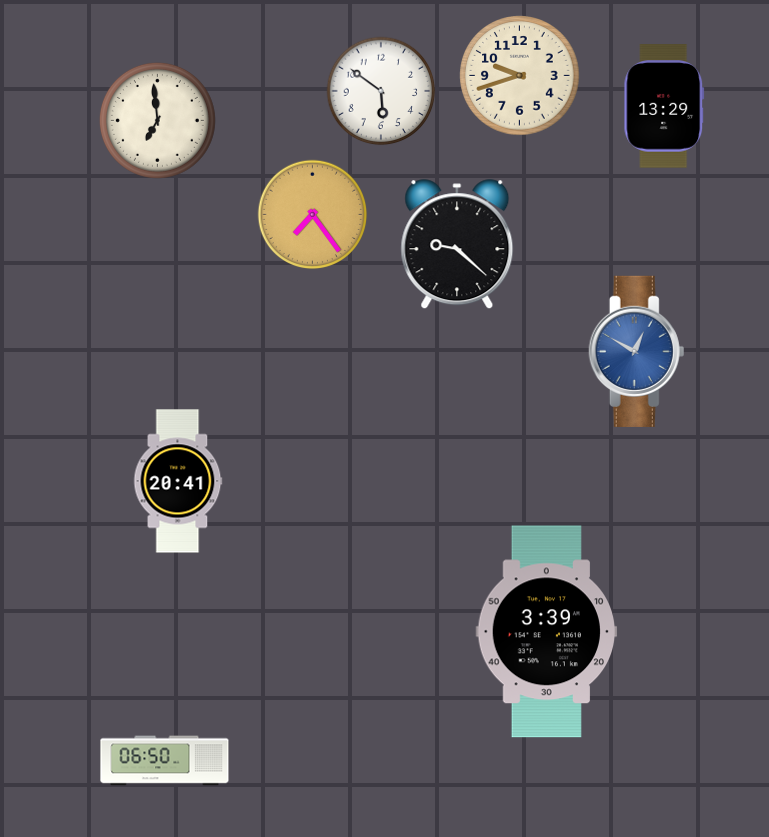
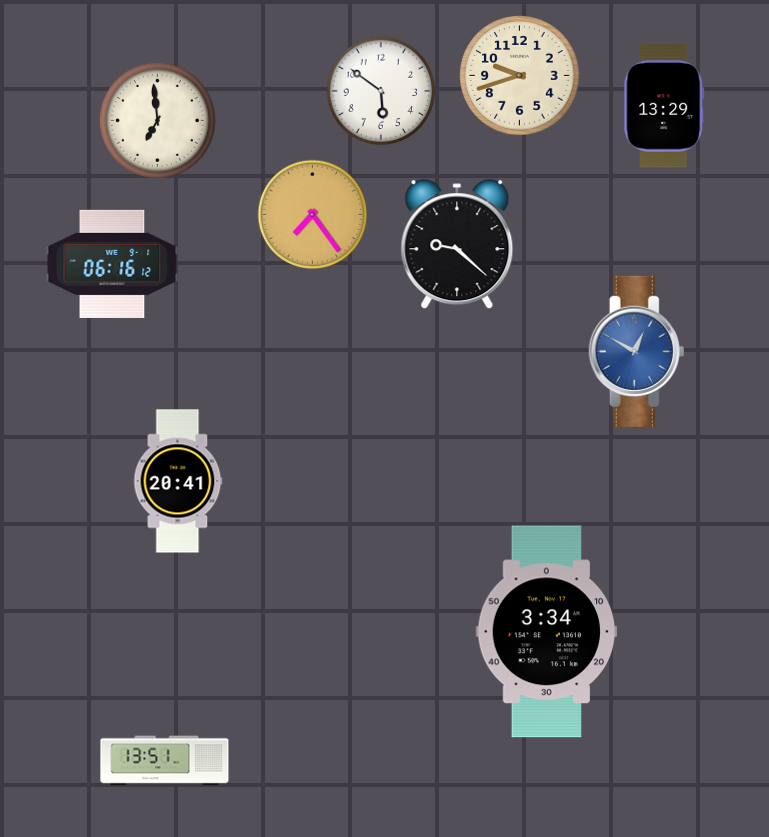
clock at (112, 264): none -> 06:16
clock at (547, 632): 3:39 -> 3:34
clock at (165, 761): 06:50 -> 13:51
